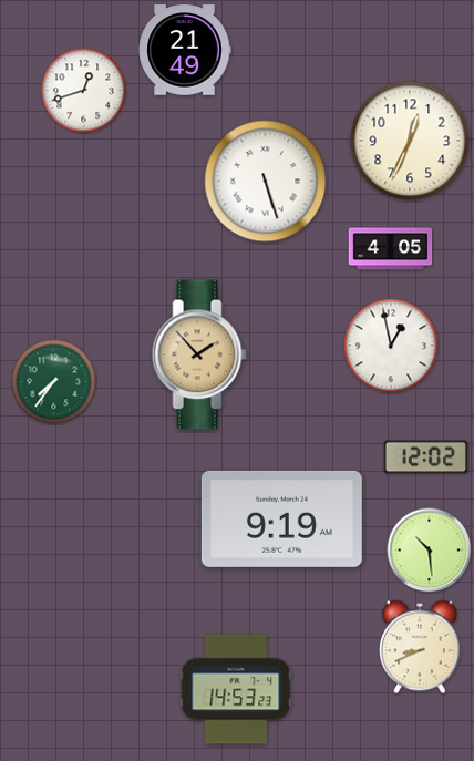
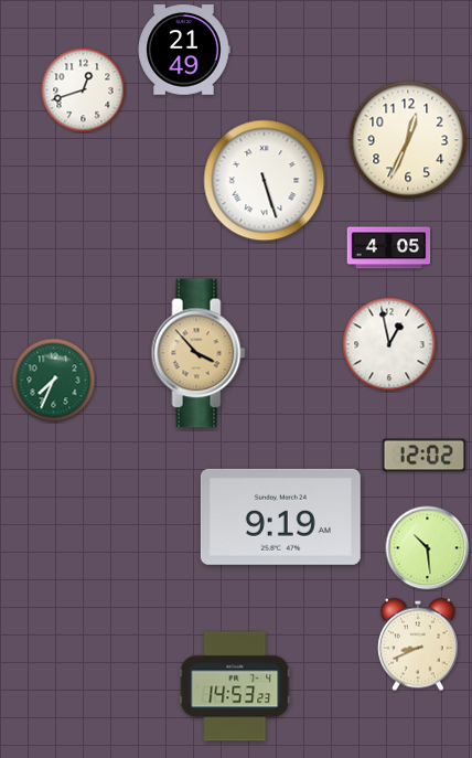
clock at (199, 354): 1:53 -> 3:53
clock at (54, 382): 7:36 -> 7:34
